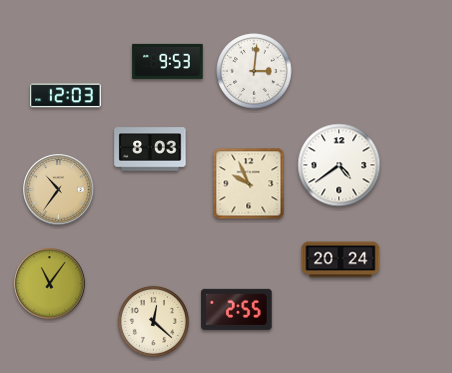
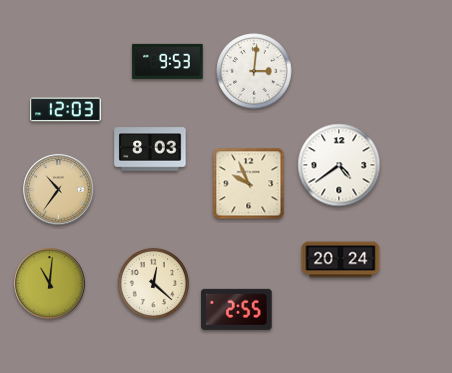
clock at (66, 96) position: (66, 96) -> (66, 110)
clock at (50, 284): 11:06 -> 11:01
clock at (153, 321) position: (153, 321) -> (153, 283)
